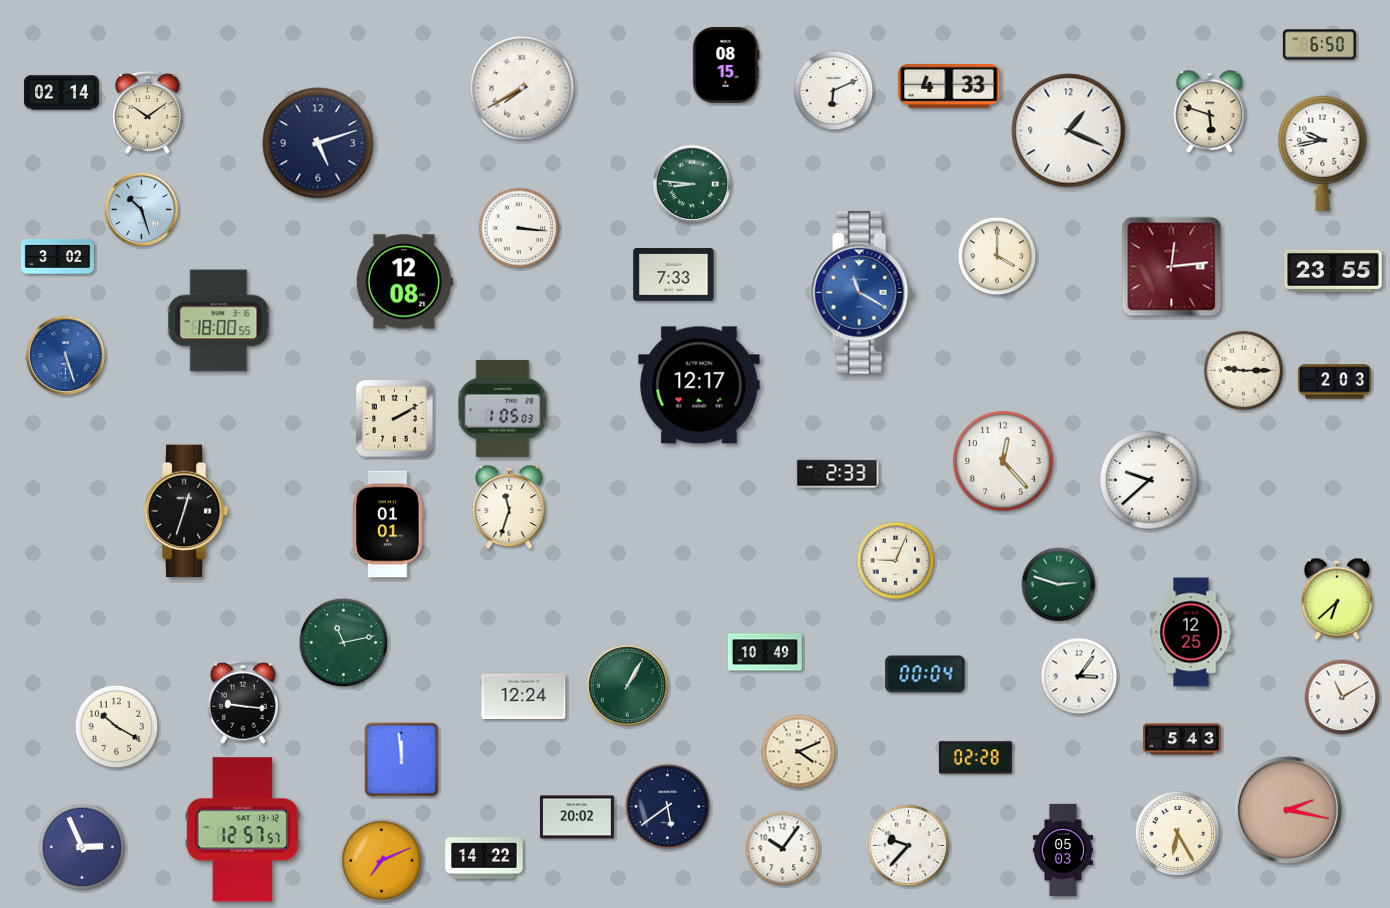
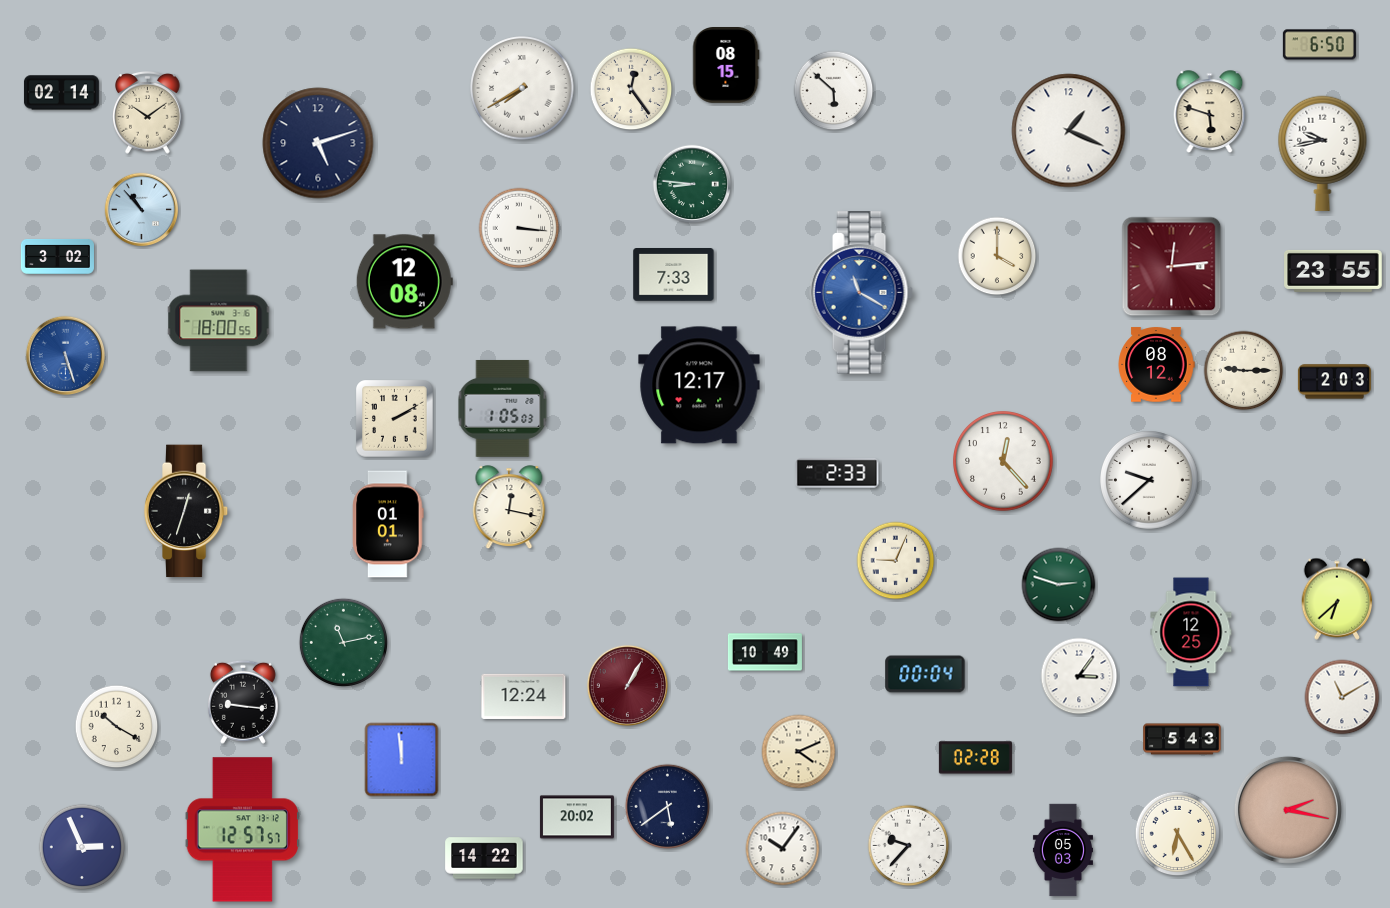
clock at (949, 86): 4:33 -> none
clock at (631, 89): none -> 12:24
clock at (834, 91): 6:11 -> 5:52
clock at (142, 210): 10:27 -> 10:53
clock at (1156, 365): none -> 08:12
clock at (509, 508): 11:33 -> 12:17
clock at (627, 685) dial: green -> burgundy
clock at (382, 861): 7:11 -> none
